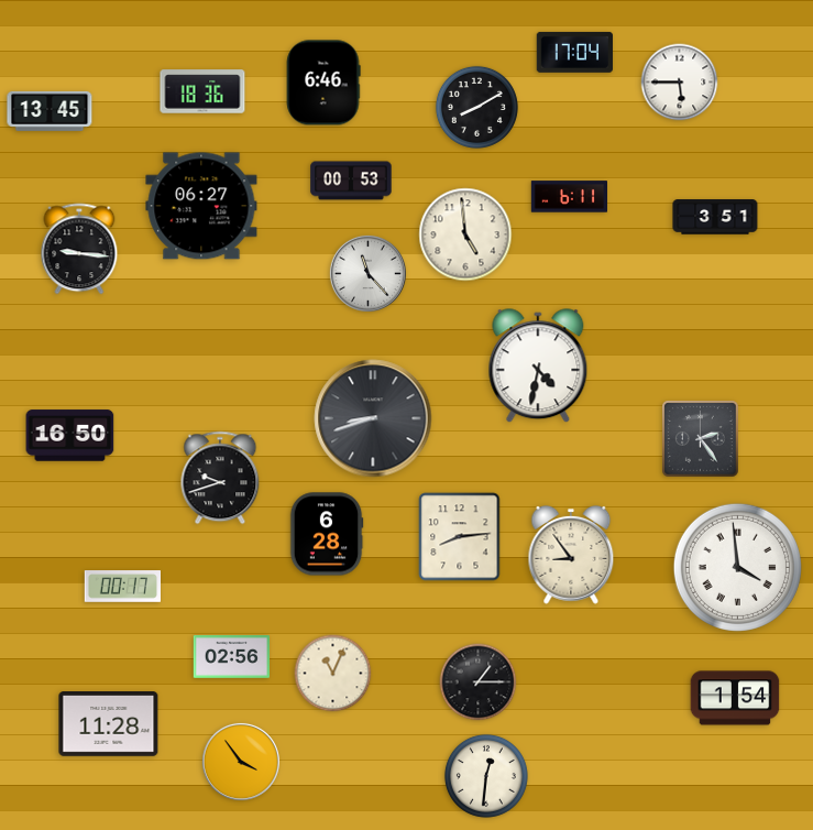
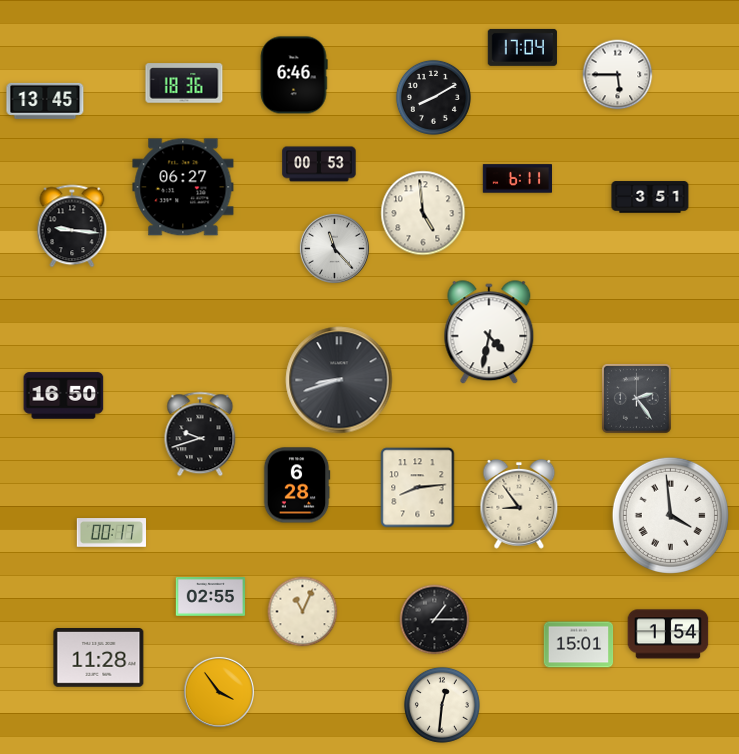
clock at (232, 657): 02:56 -> 02:55
clock at (579, 645): none -> 15:01
